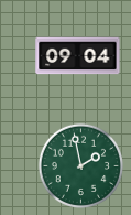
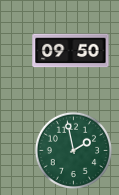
clock at (78, 56): 09:04 -> 09:50
